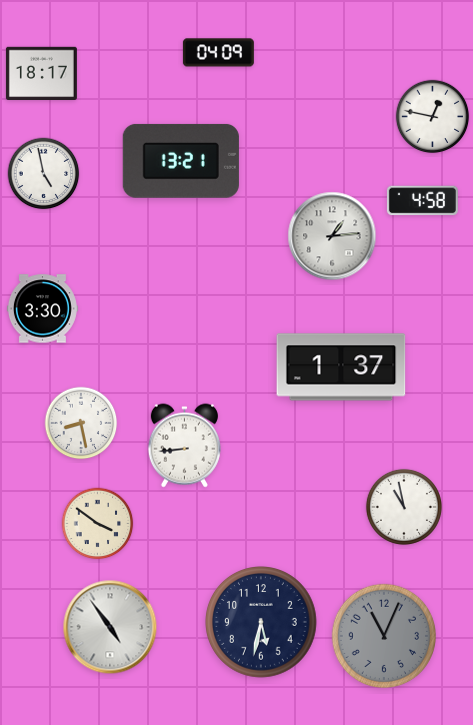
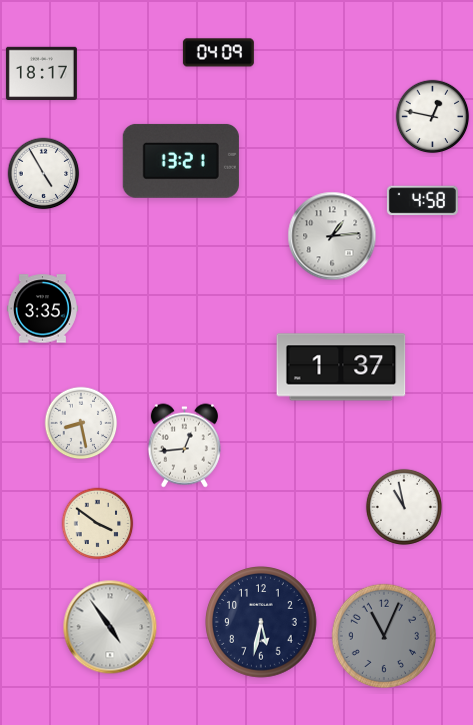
clock at (44, 174): 4:58 -> 4:55
clock at (42, 309): 3:30 -> 3:35
clock at (184, 446): 8:44 -> 12:44
